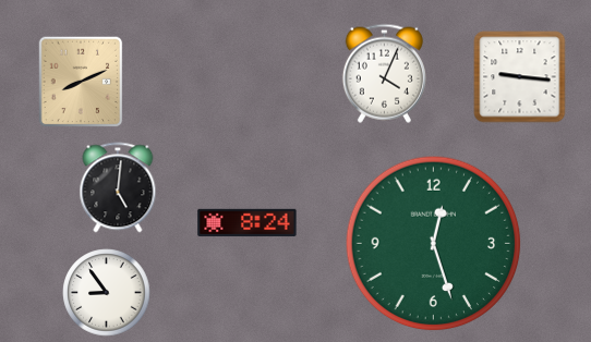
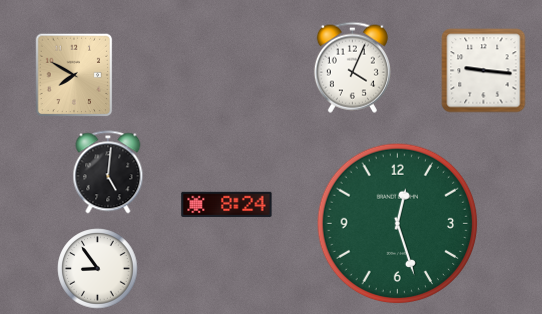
clock at (520, 77) position: (520, 77) -> (484, 71)
clock at (81, 82): 8:11 -> 7:50
